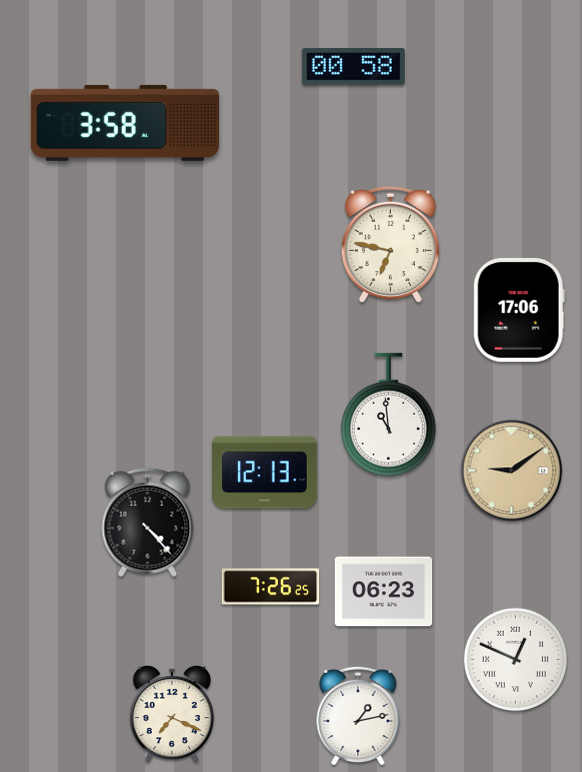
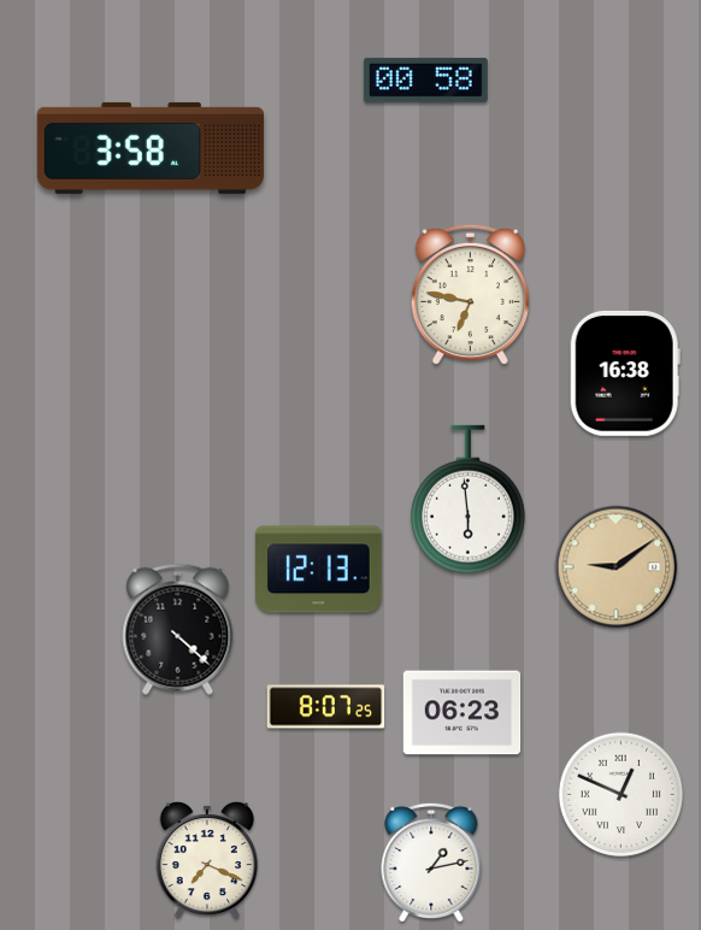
clock at (519, 310): 17:06 -> 16:38
clock at (388, 415): 10:59 -> 5:59
clock at (148, 522): 4:23 -> 4:22
clock at (271, 587): 7:26 -> 8:07
